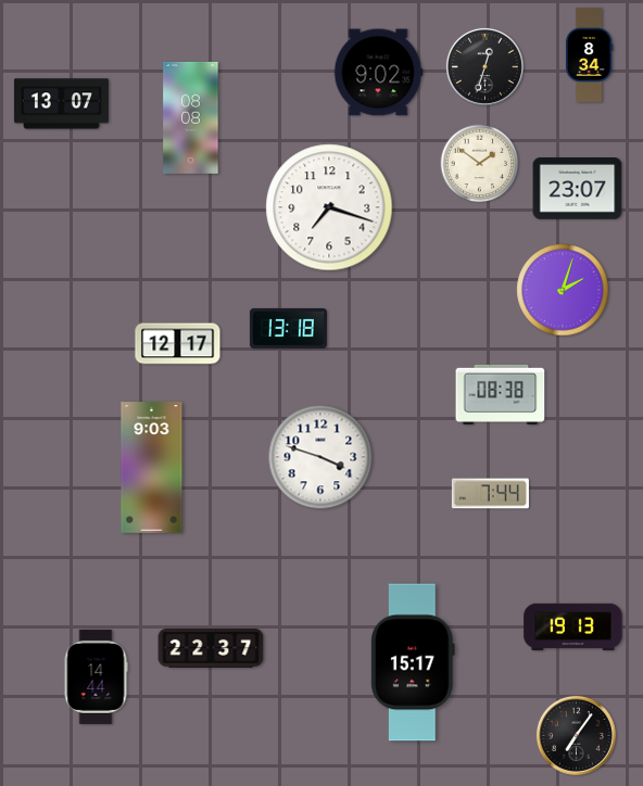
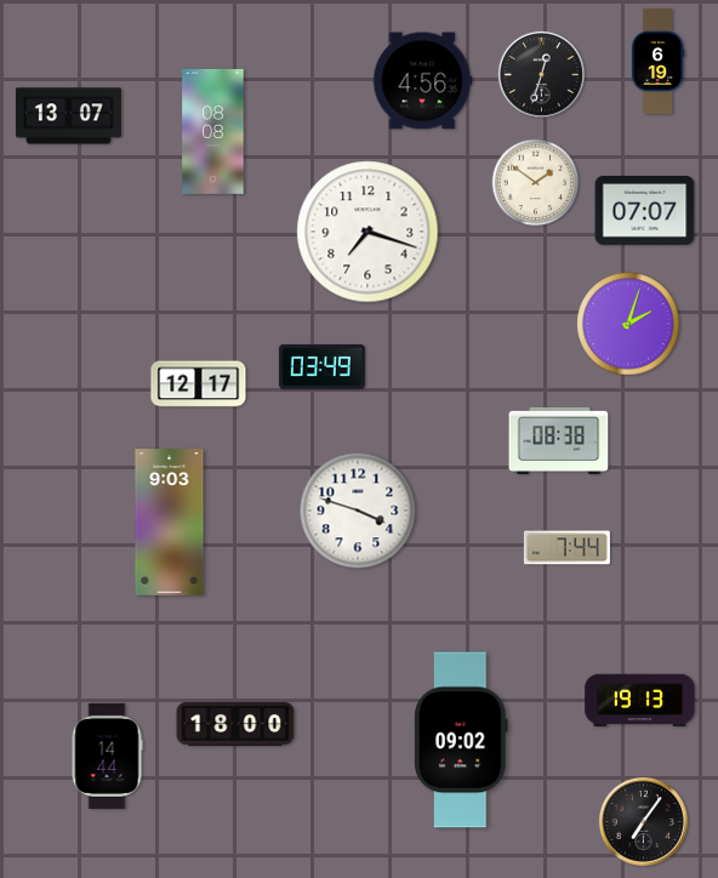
clock at (589, 54): 8:34 -> 6:19
clock at (378, 73): 9:02 -> 4:56
clock at (578, 189): 23:07 -> 07:07
clock at (288, 328): 13:18 -> 03:49
clock at (490, 494) position: (490, 494) -> (566, 548)
clock at (211, 649): 22:37 -> 18:00
clock at (413, 662): 15:17 -> 09:02
